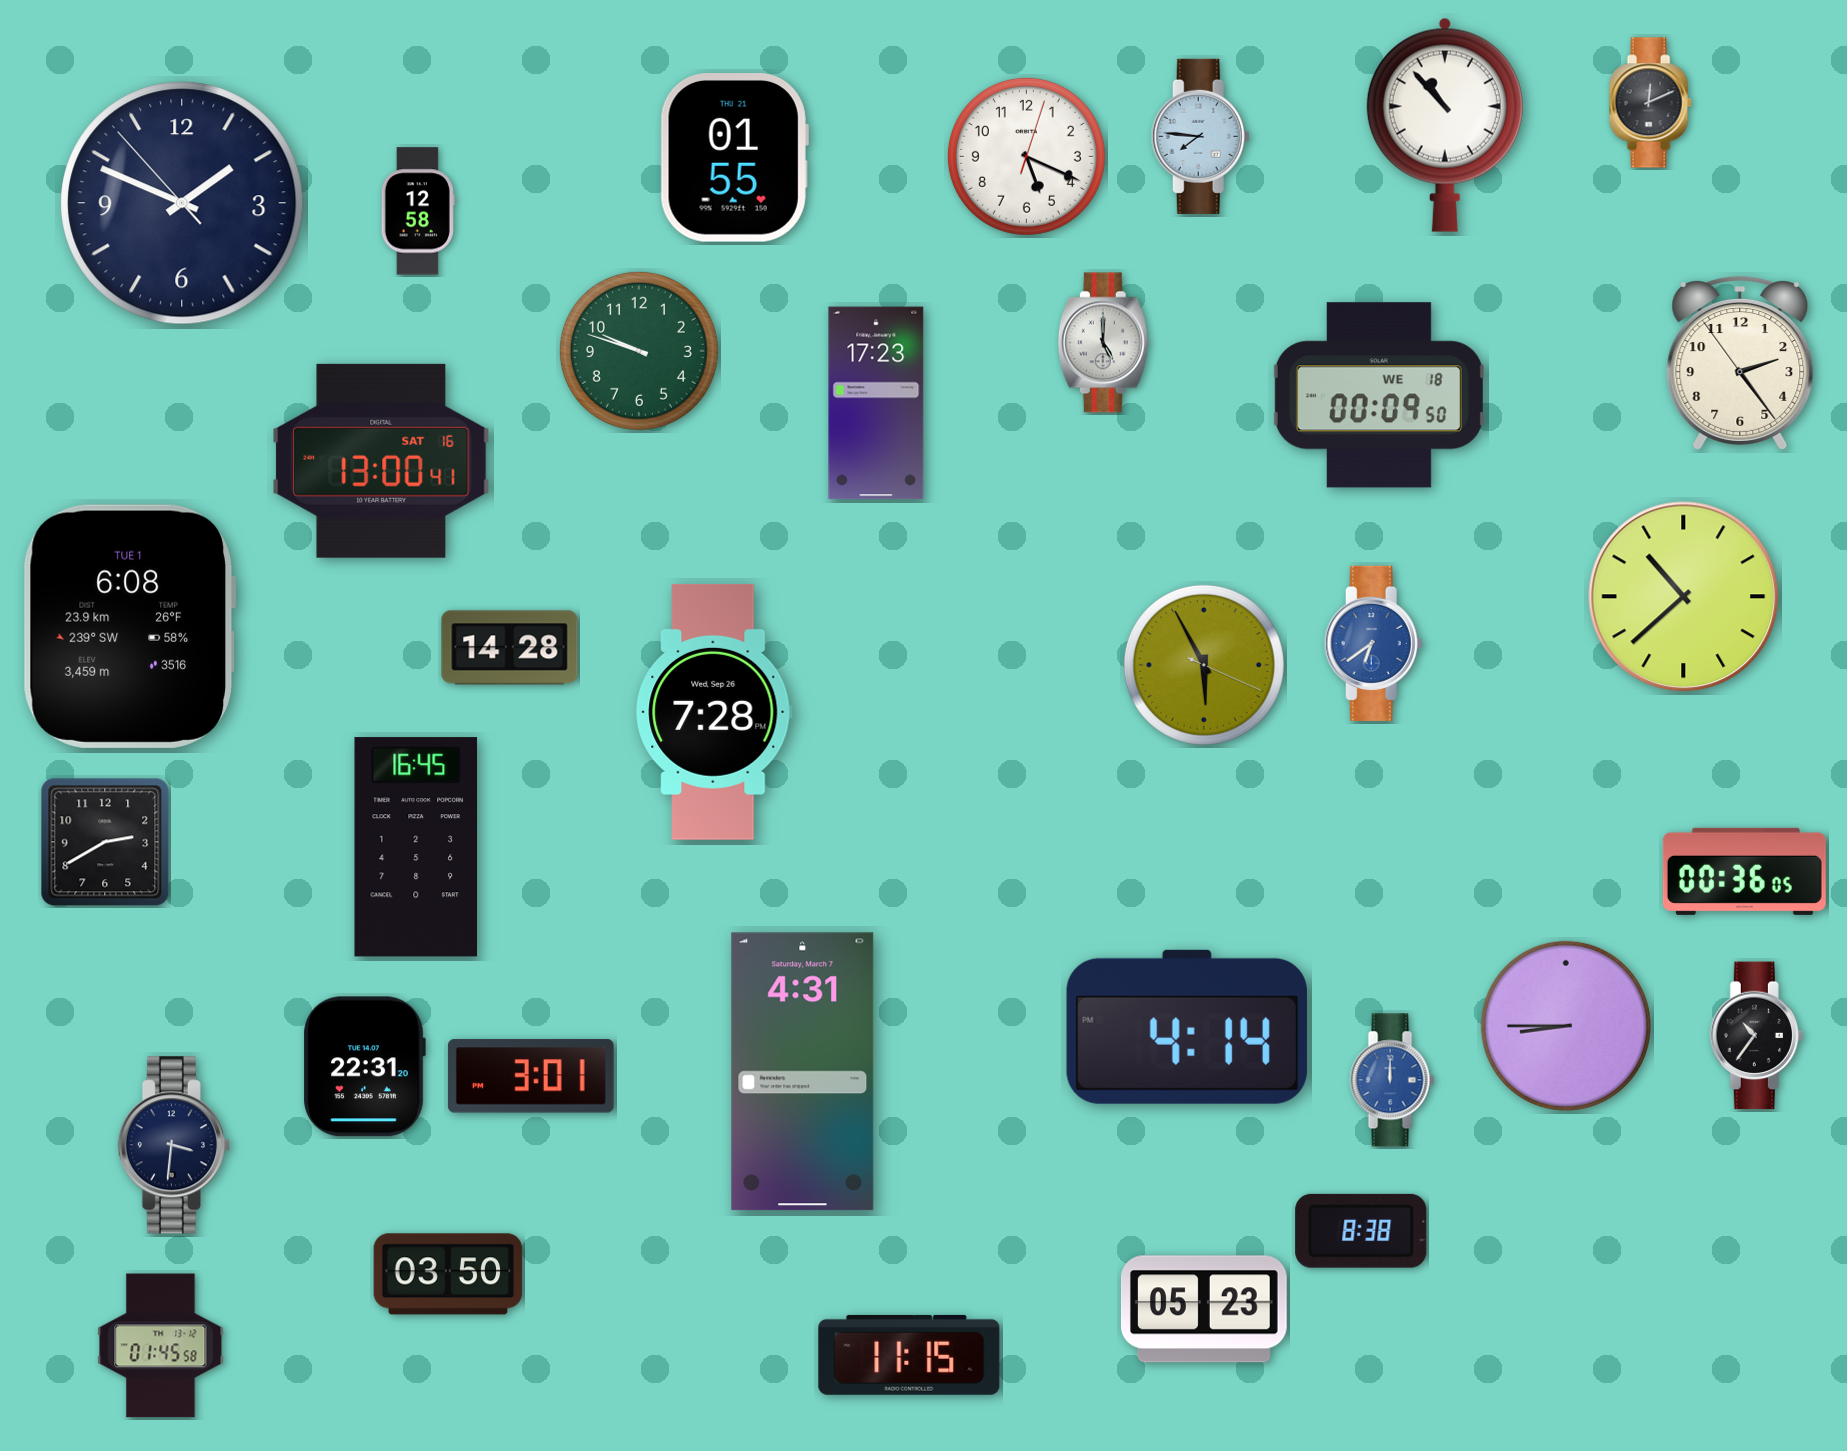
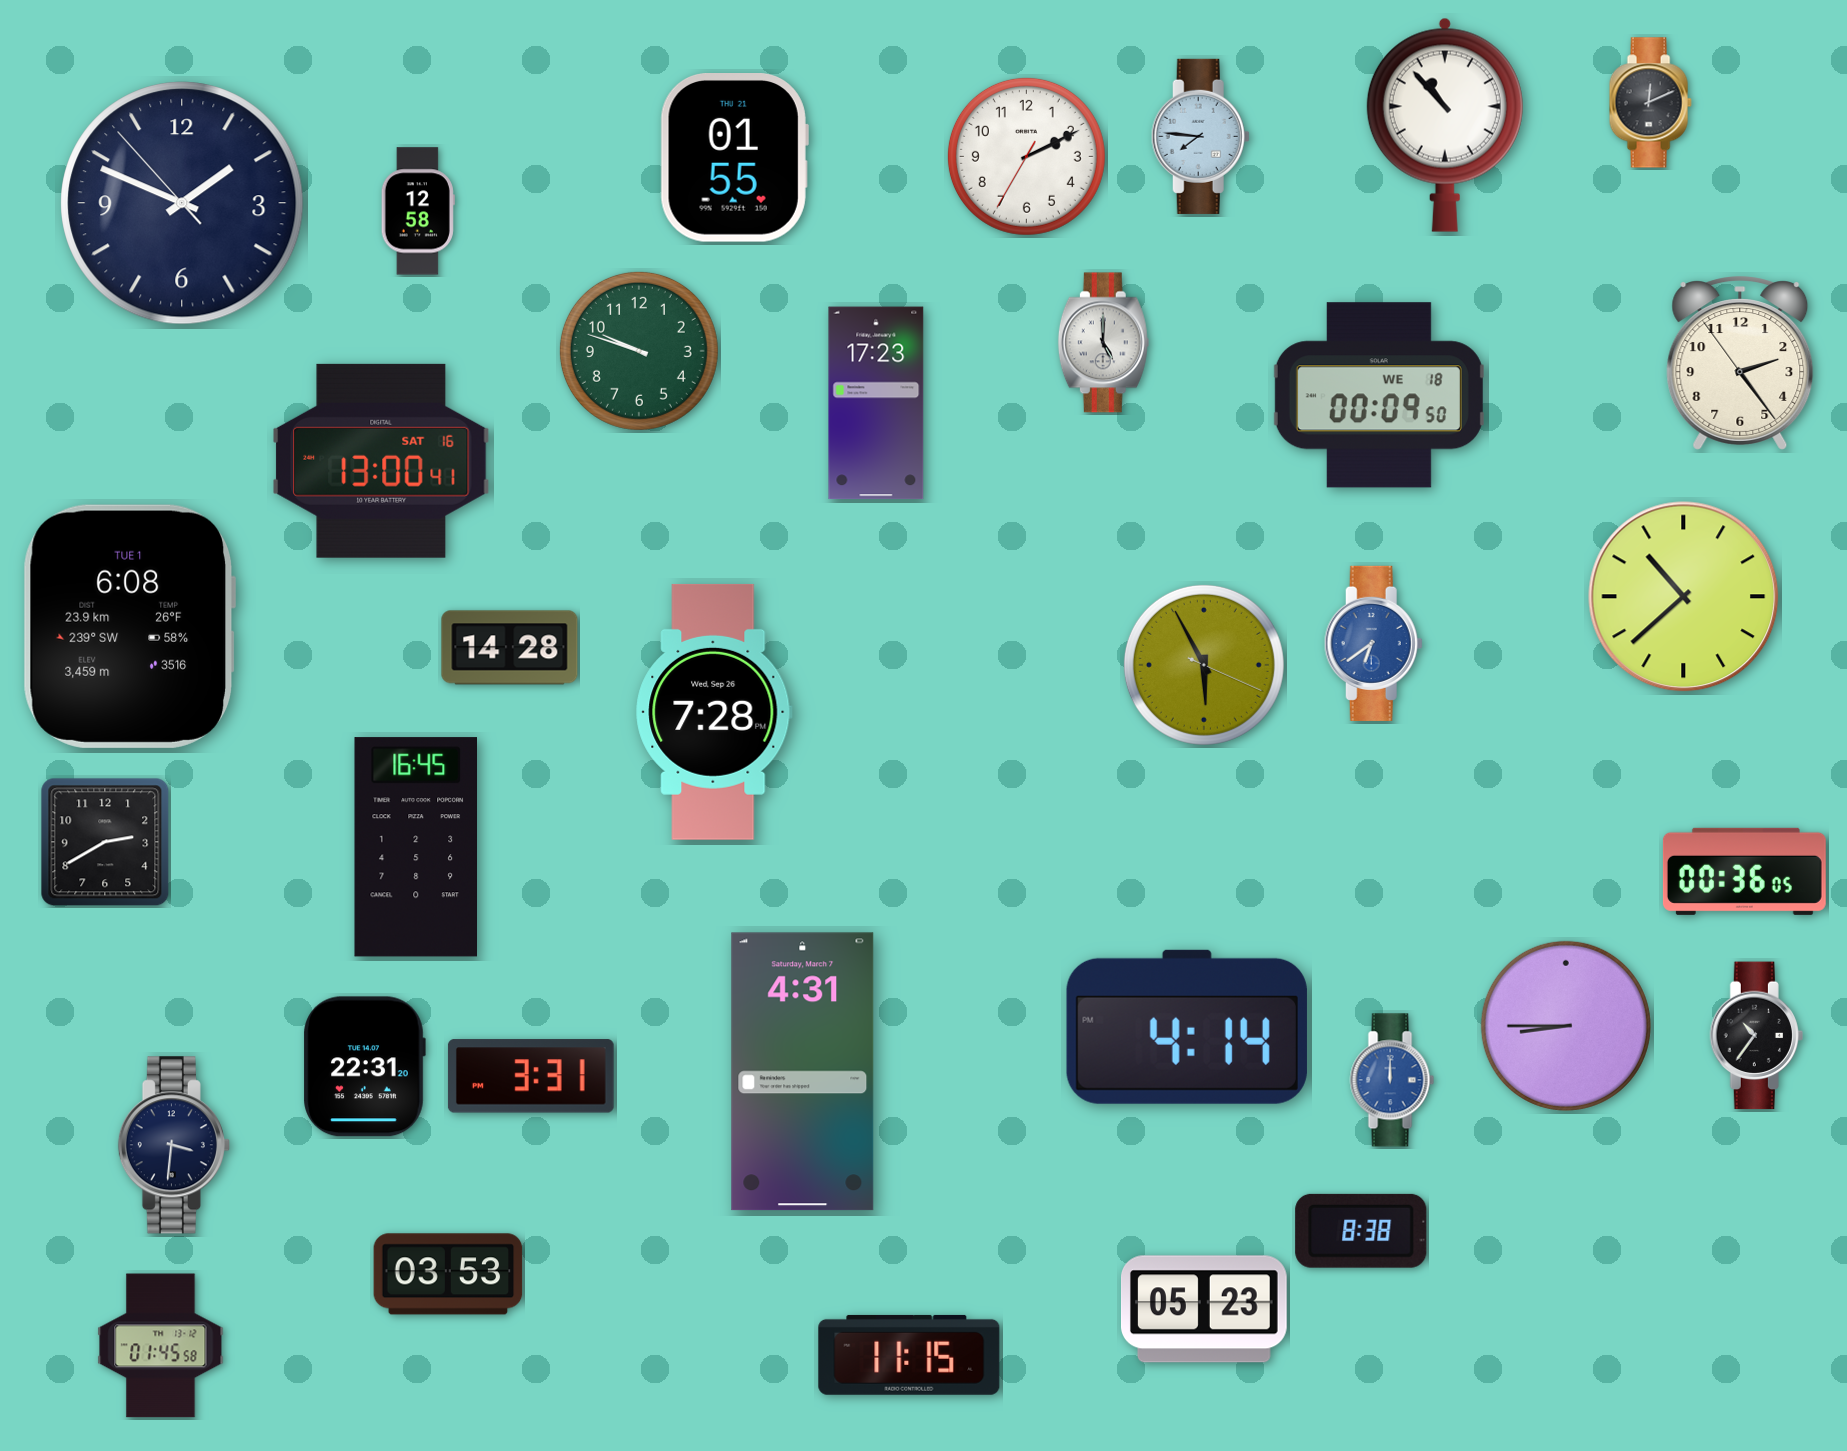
clock at (1026, 156): 5:19 -> 2:10
clock at (531, 1076): 3:01 -> 3:31
clock at (448, 1274): 03:50 -> 03:53
